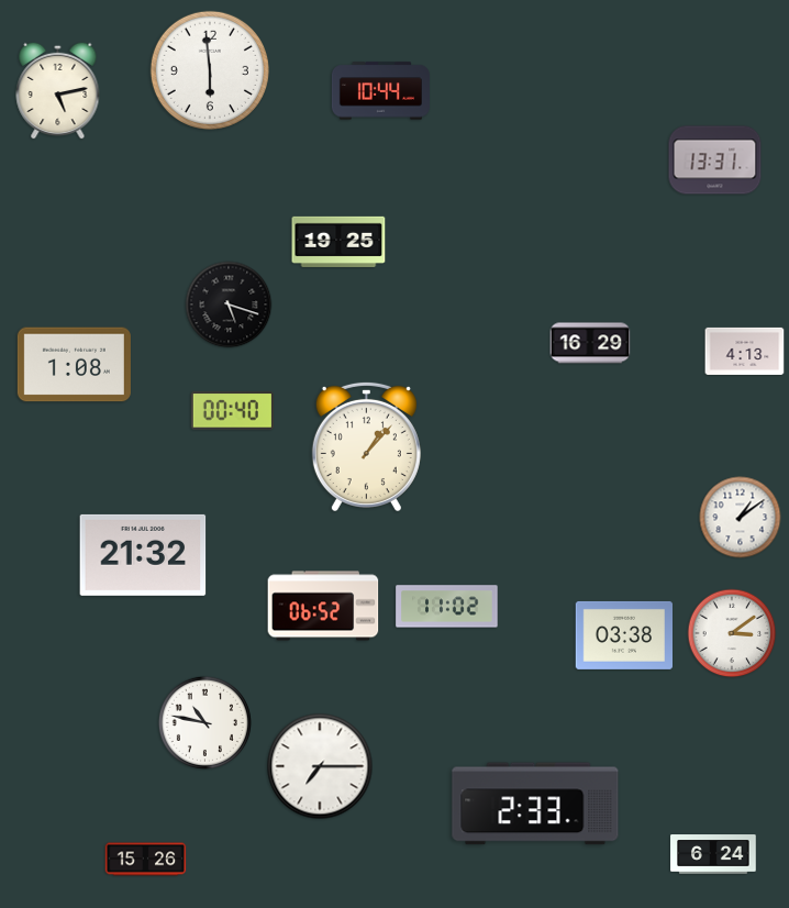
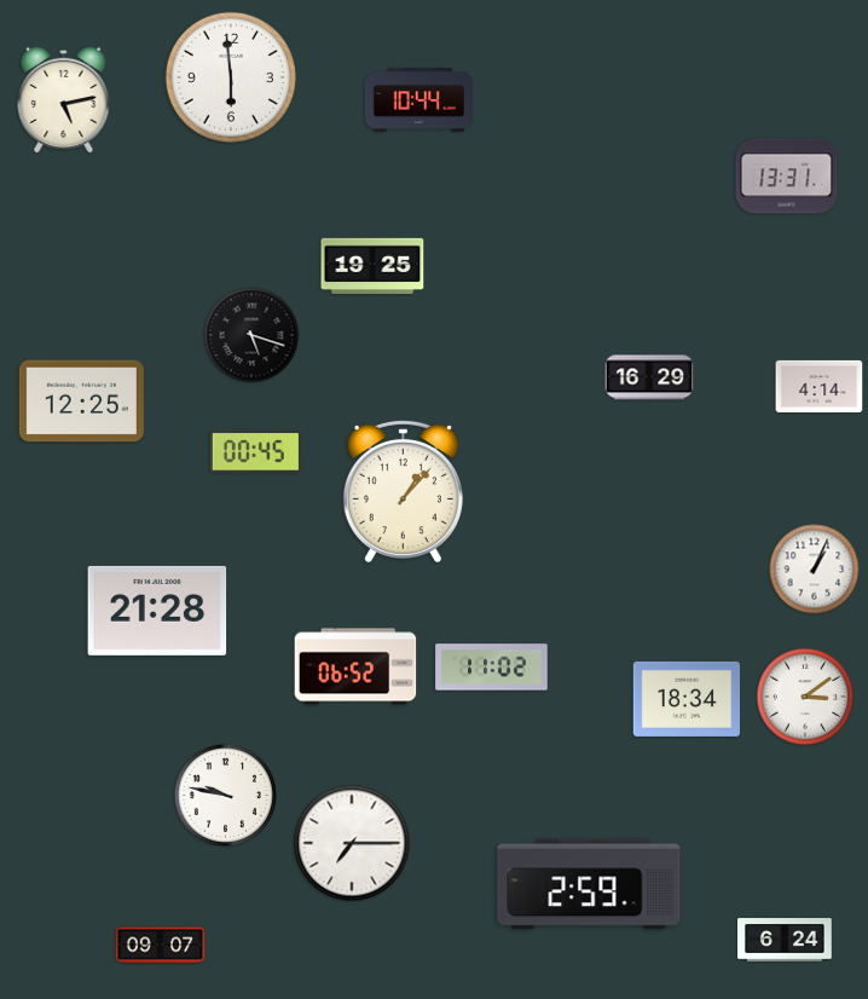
clock at (745, 351): 4:13 -> 4:14
clock at (74, 365): 1:08 -> 12:25
clock at (232, 411): 00:40 -> 00:45
clock at (741, 518): 1:09 -> 1:04
clock at (143, 555): 21:32 -> 21:28
clock at (624, 635): 03:38 -> 18:34
clock at (204, 722): 10:47 -> 9:47
clock at (535, 804): 2:33 -> 2:59
clock at (146, 860): 15:26 -> 09:07
